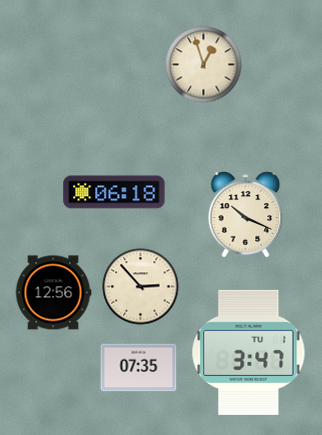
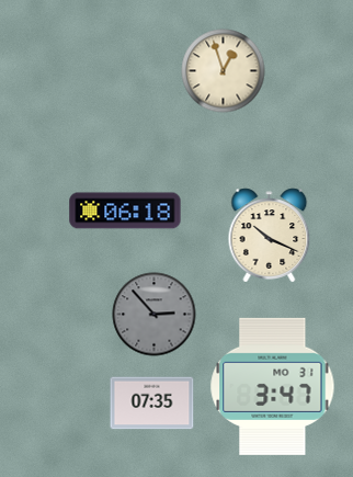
clock at (141, 287) dial: cream -> grey
clock at (53, 293): 12:56 -> none
clock at (249, 352) date: TU 1 -> MO 31
